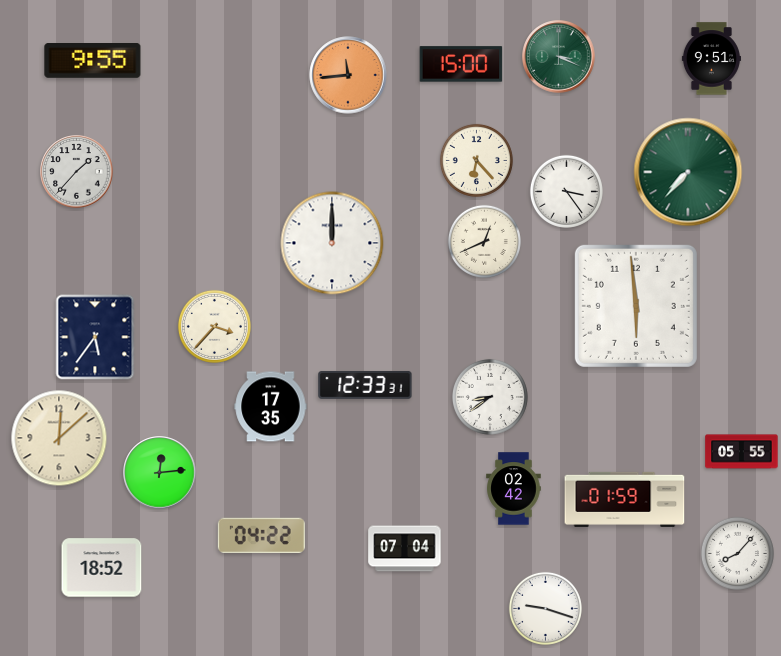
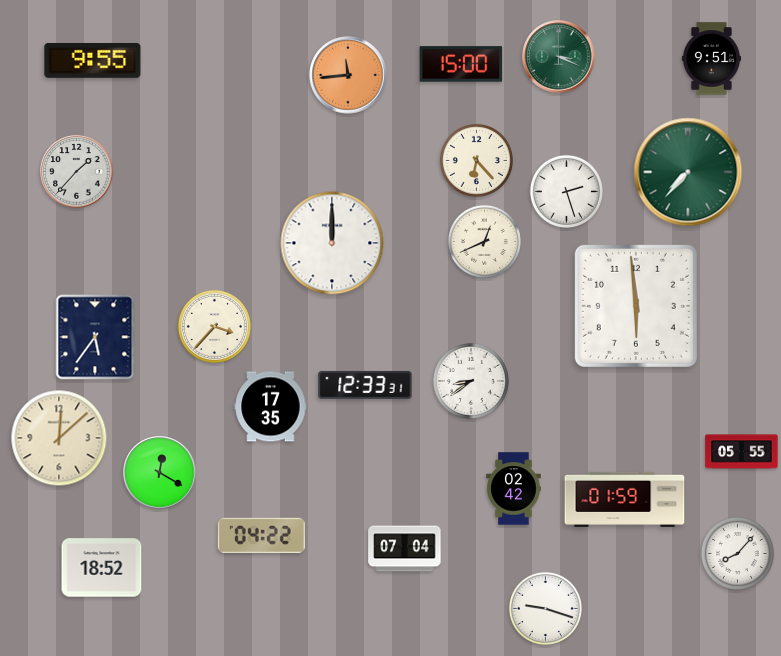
clock at (566, 191): 3:24 -> 2:27
clock at (490, 397) position: (490, 397) -> (471, 381)
clock at (160, 473): 12:14 -> 12:20
